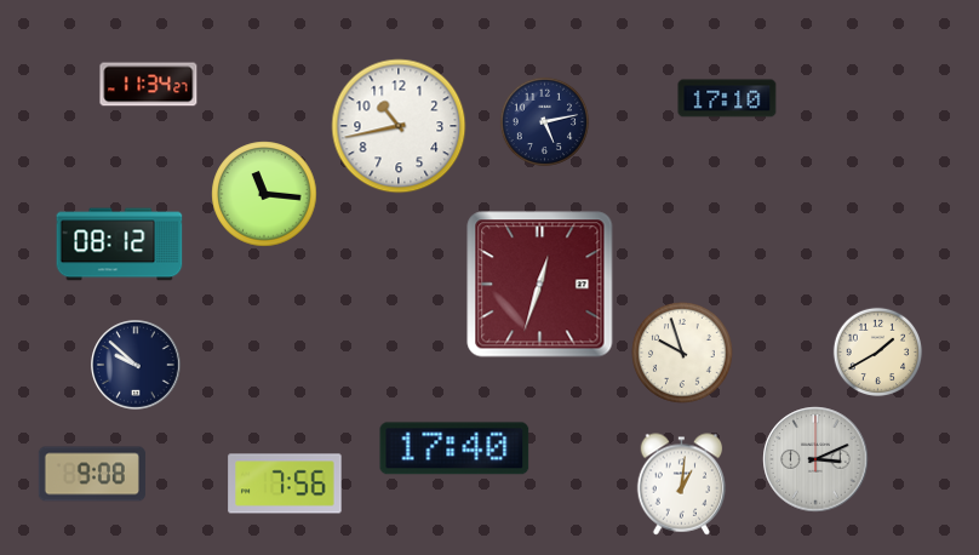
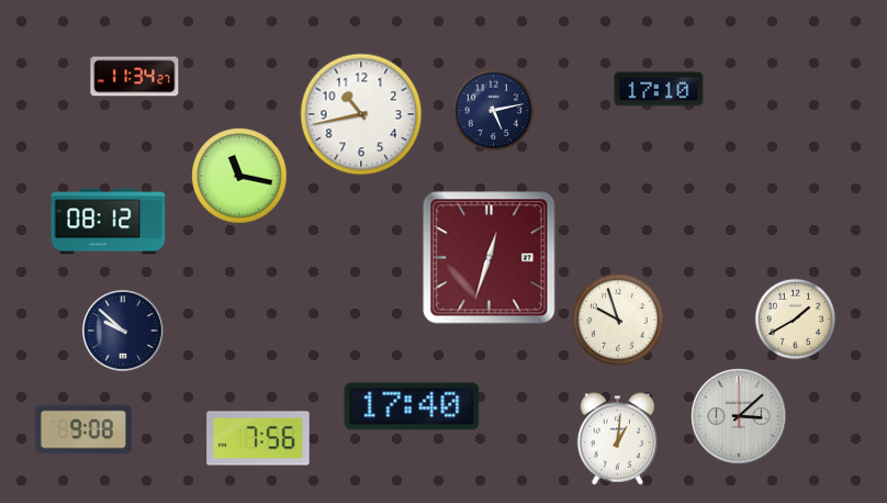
clock at (264, 194): 11:16 -> 11:17
clock at (815, 459): 3:11 -> 3:08
